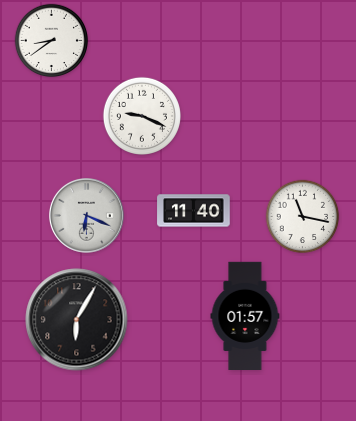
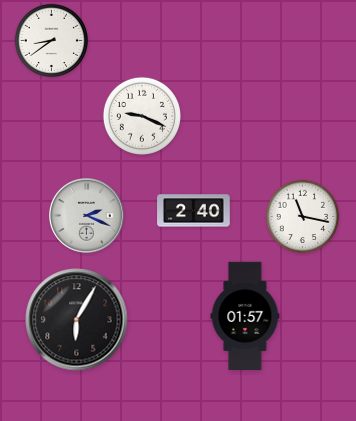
clock at (194, 211): 11:40 -> 2:40
clock at (87, 216): 6:19 -> 2:19
